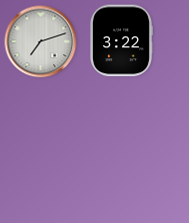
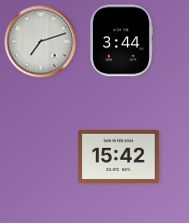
clock at (122, 41): 3:22 -> 3:44
clock at (119, 156): none -> 15:42
